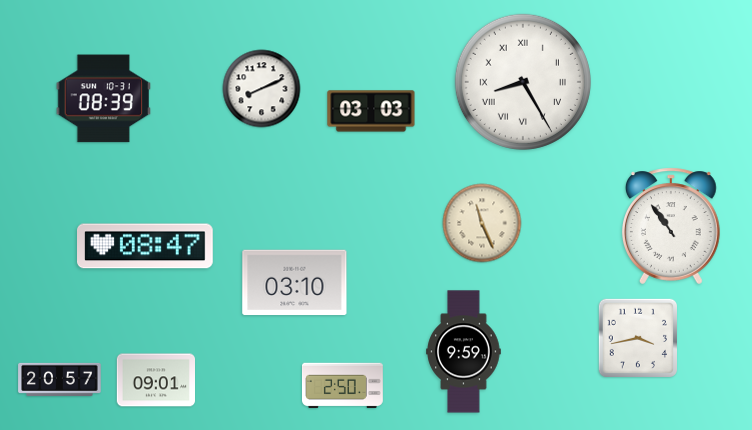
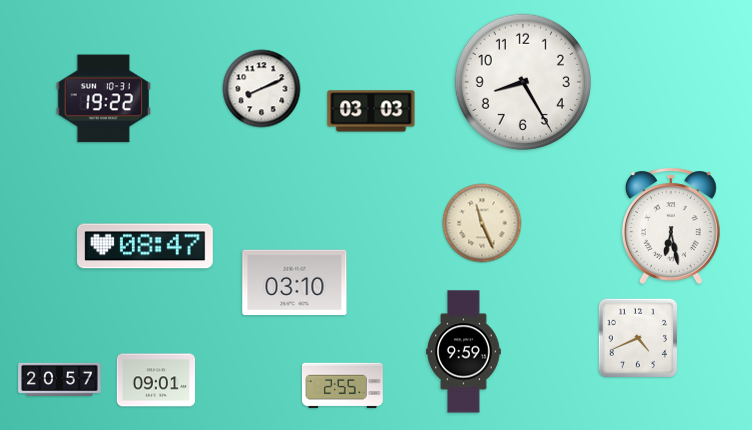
clock at (523, 82) numerals: Roman -> Arabic
clock at (103, 99): 08:39 -> 19:22
clock at (671, 226): 10:54 -> 6:28
clock at (637, 337): 3:43 -> 4:41
clock at (342, 386): 2:50 -> 2:55
